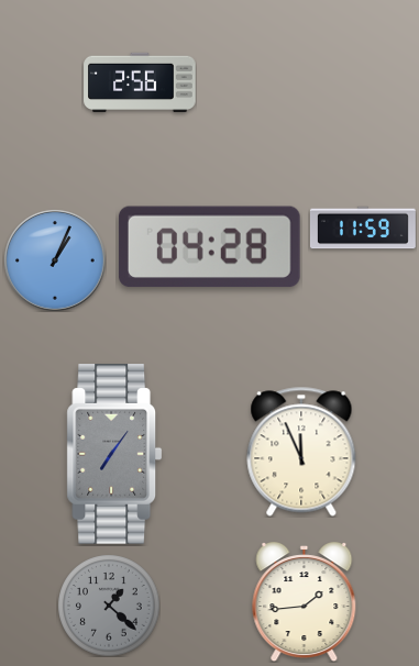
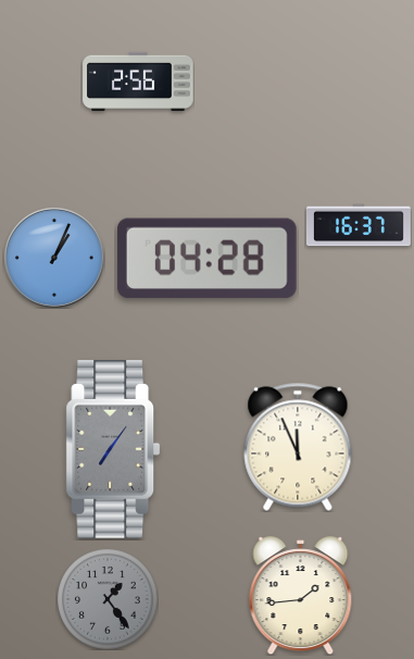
clock at (363, 227): 11:59 -> 16:37
clock at (209, 247) position: (209, 247) -> (206, 259)
clock at (109, 606): 1:22 -> 1:24
